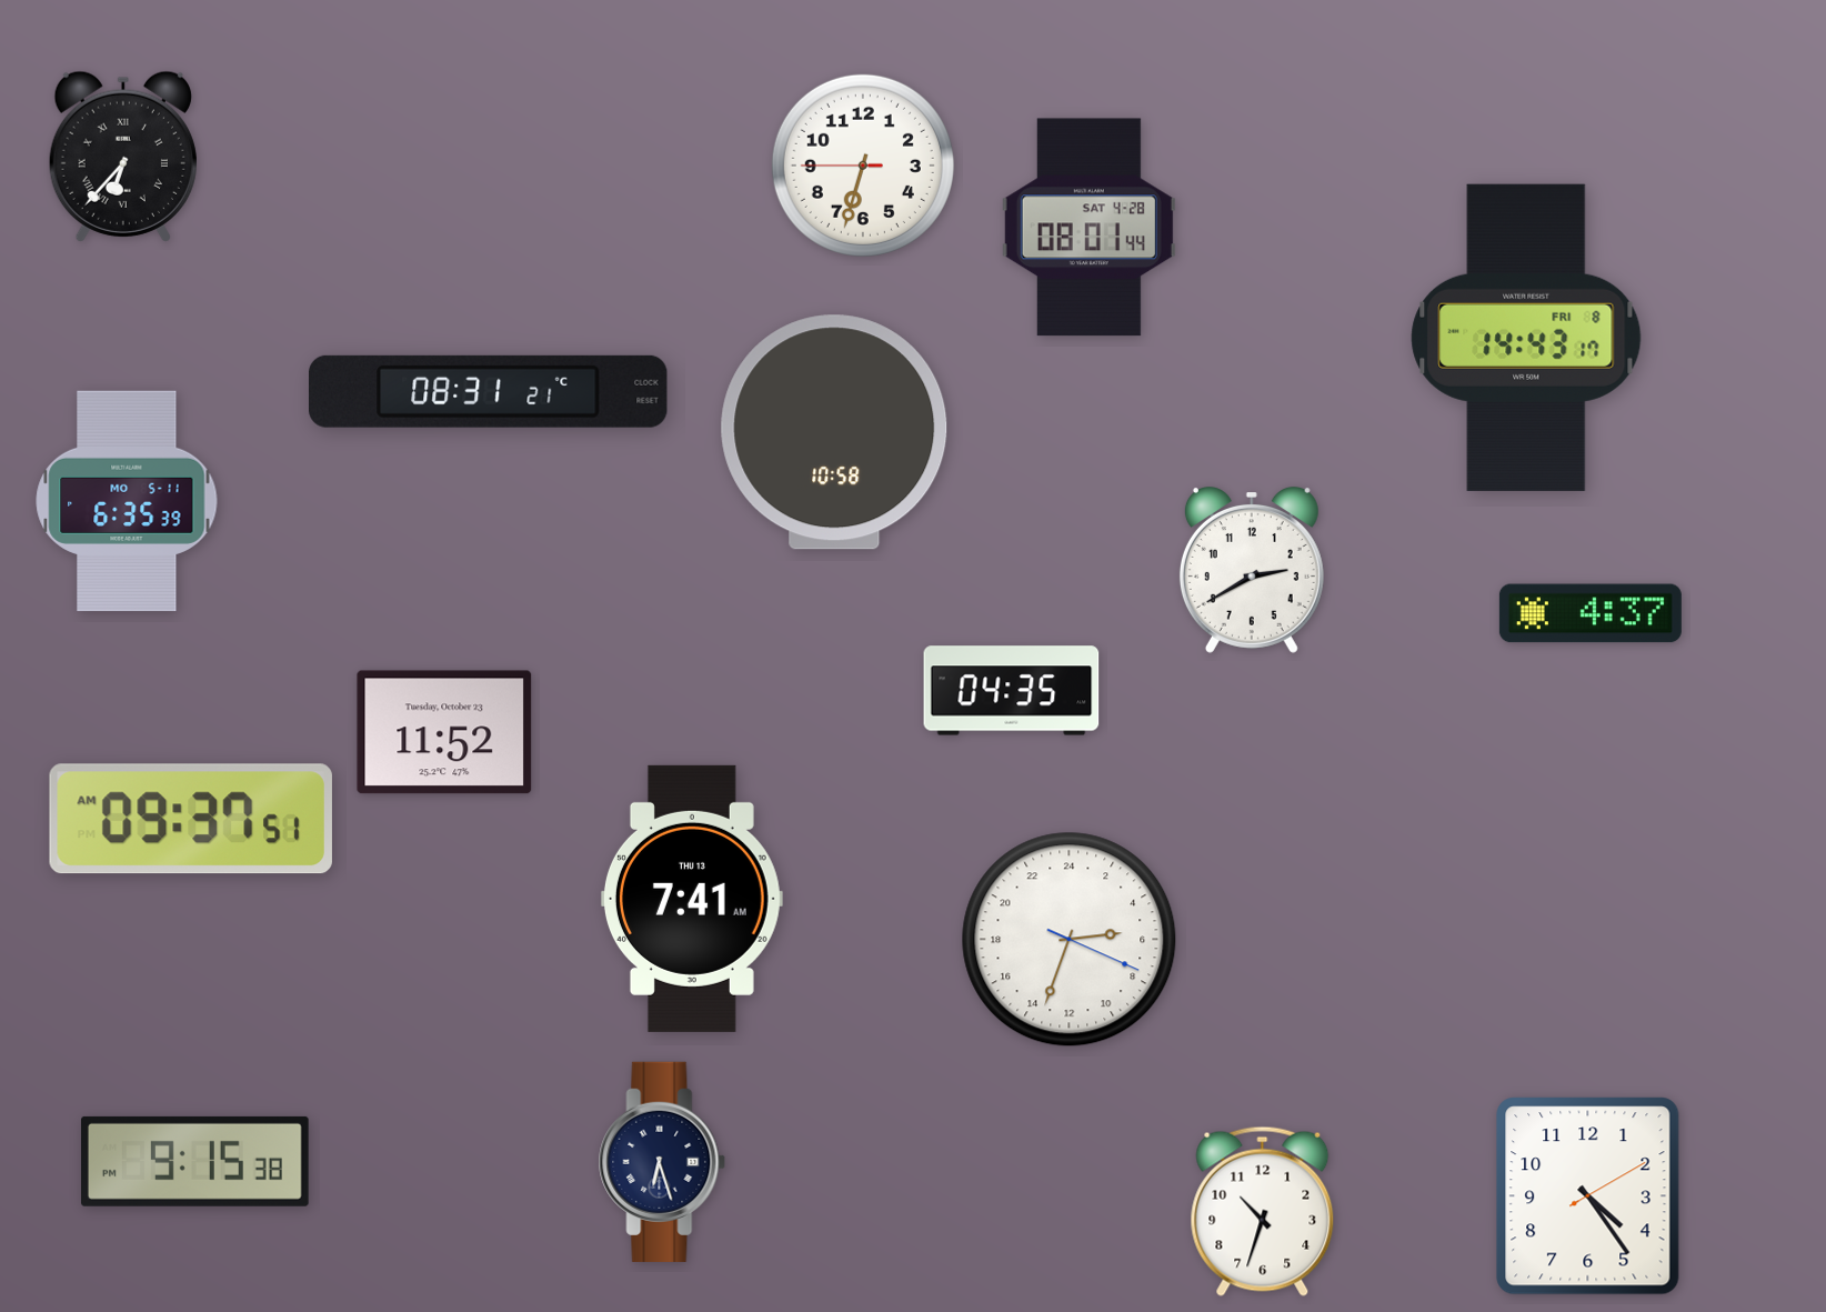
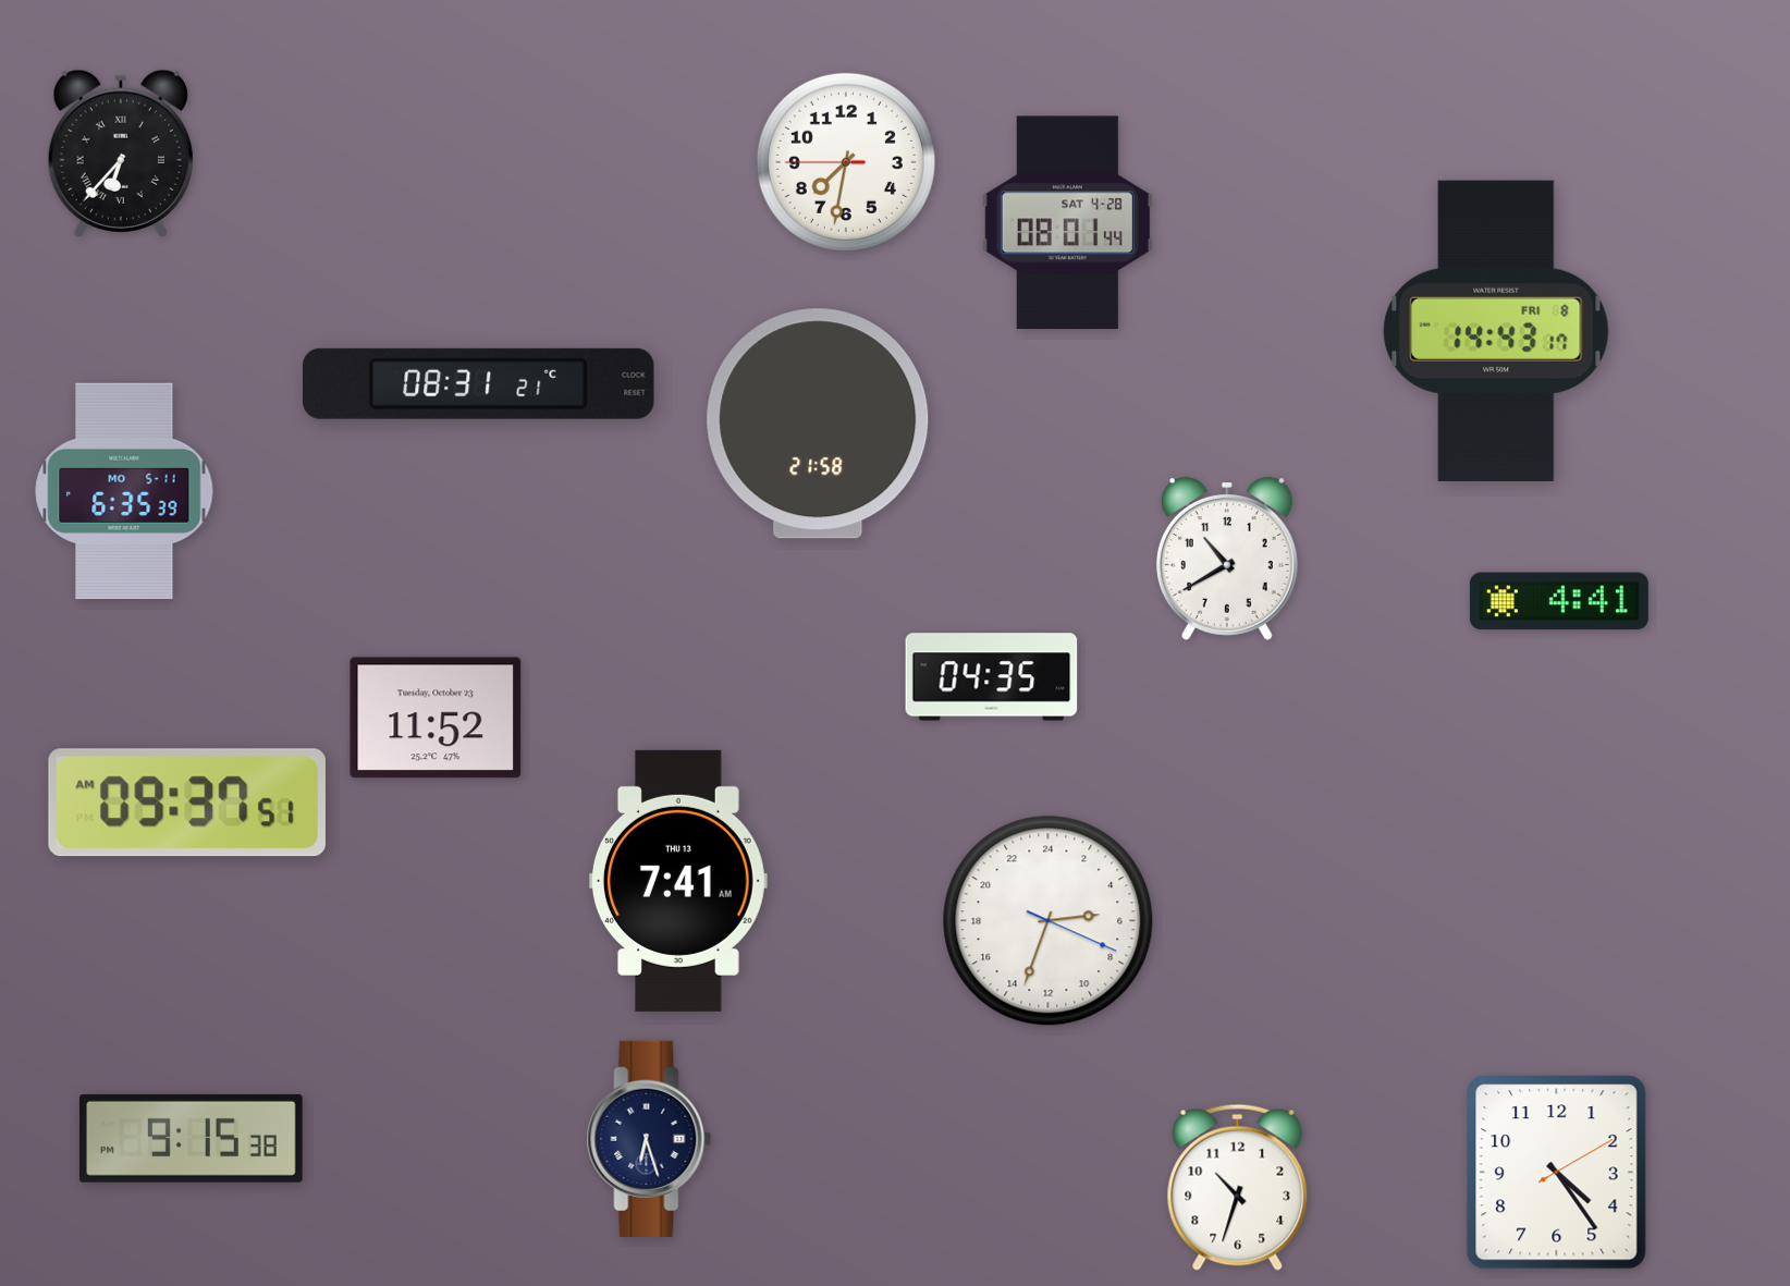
clock at (863, 166): 6:32 -> 7:31
clock at (834, 432): 10:58 -> 21:58
clock at (1252, 571): 2:40 -> 10:40
clock at (1591, 613): 4:37 -> 4:41
